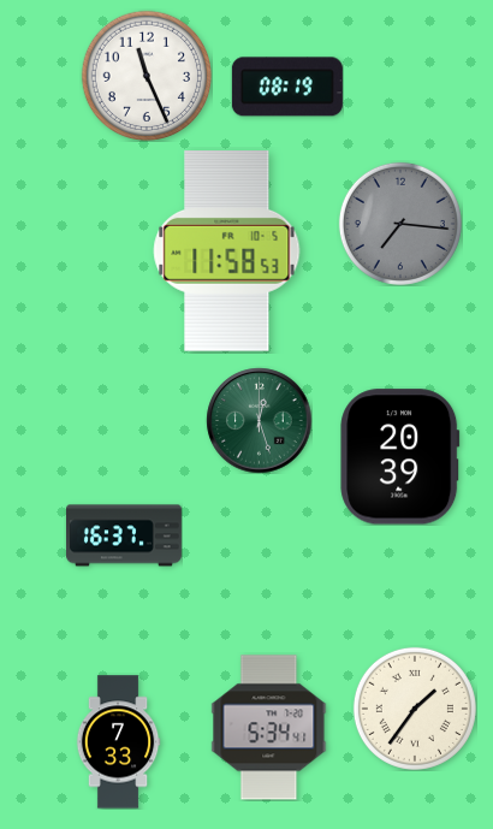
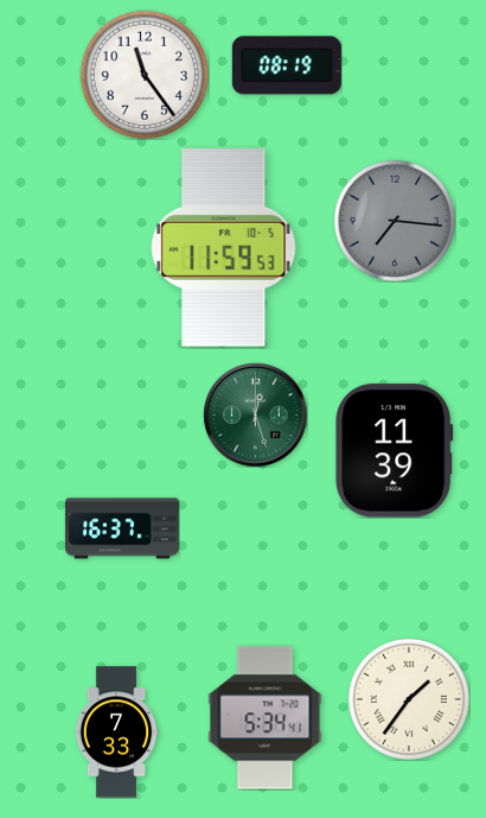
clock at (145, 75): 11:26 -> 11:24
clock at (287, 87) position: (287, 87) -> (287, 65)
clock at (227, 251): 11:58 -> 11:59
clock at (400, 457): 20:39 -> 11:39
